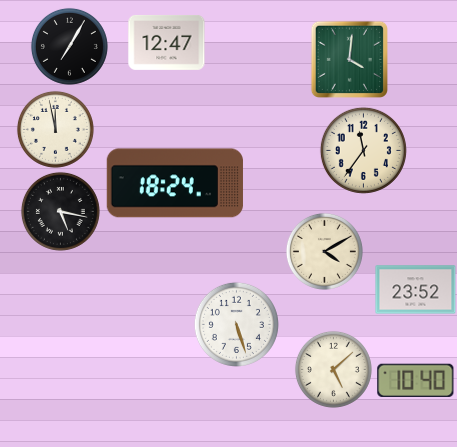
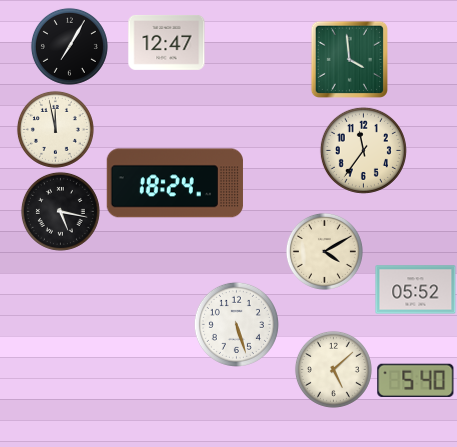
clock at (349, 59): 4:01 -> 3:59
clock at (416, 290): 23:52 -> 05:52
clock at (416, 380): 10:40 -> 5:40
